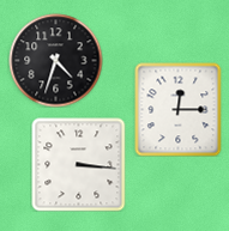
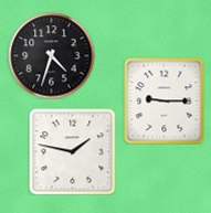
clock at (179, 109): 12:15 -> 9:15
clock at (78, 164): 3:16 -> 1:47
